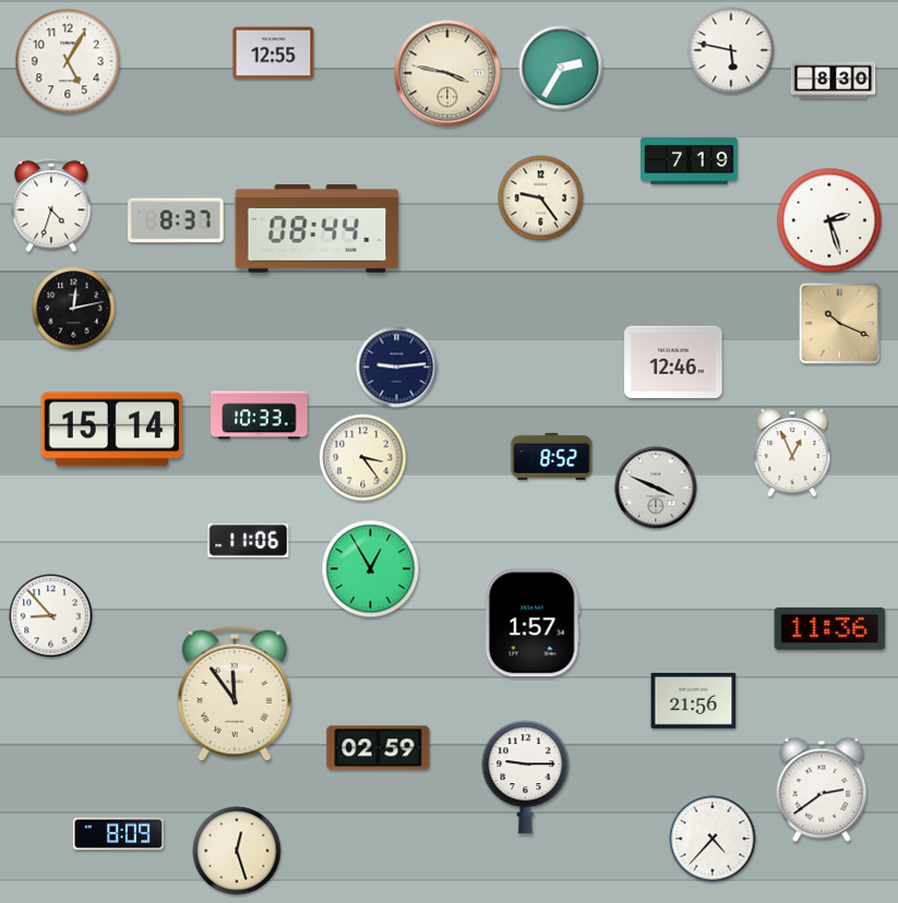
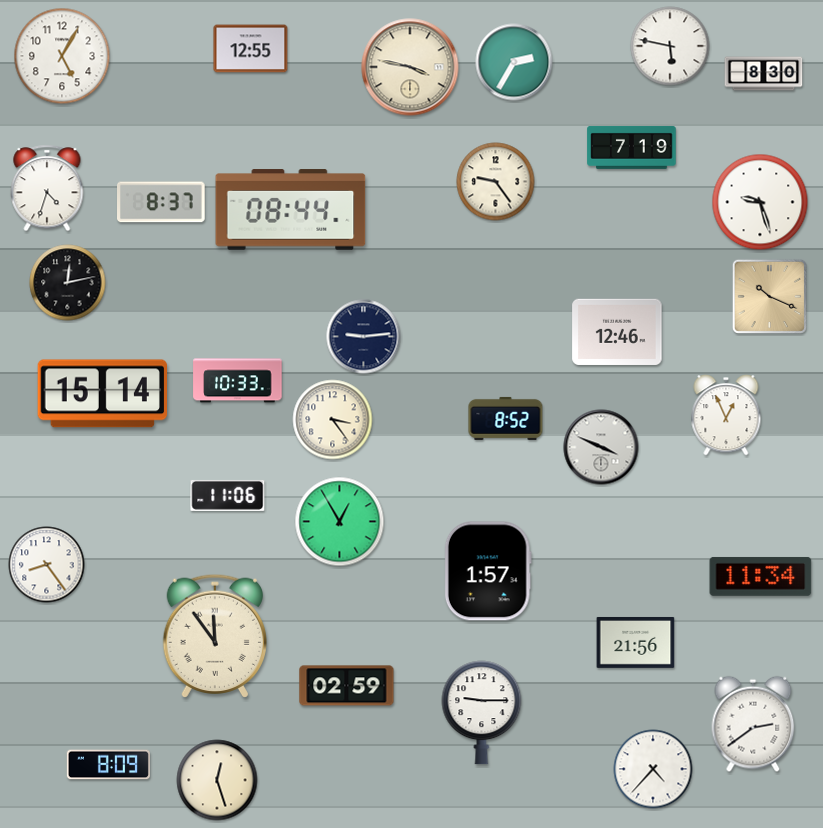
clock at (829, 220): 2:27 -> 9:27
clock at (51, 616): 8:53 -> 8:24
clock at (830, 628): 11:36 -> 11:34
